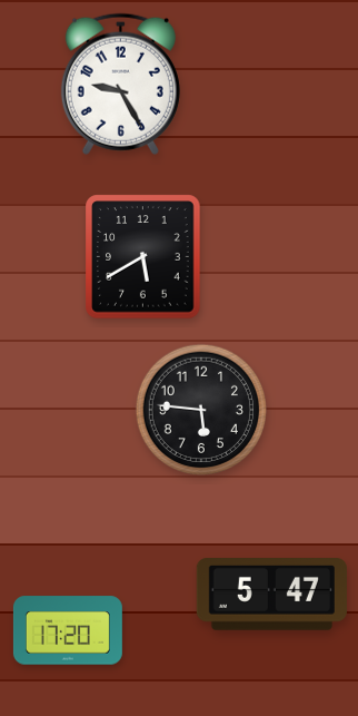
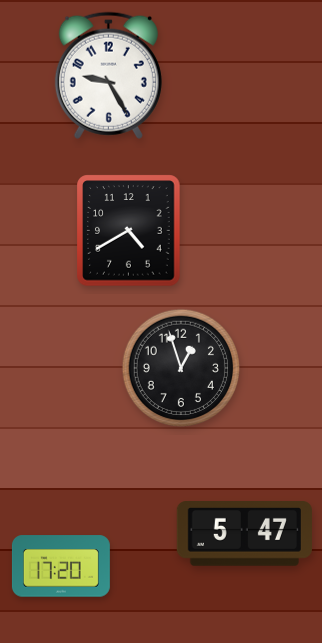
clock at (143, 257): 5:40 -> 4:40
clock at (200, 409): 5:46 -> 12:57
